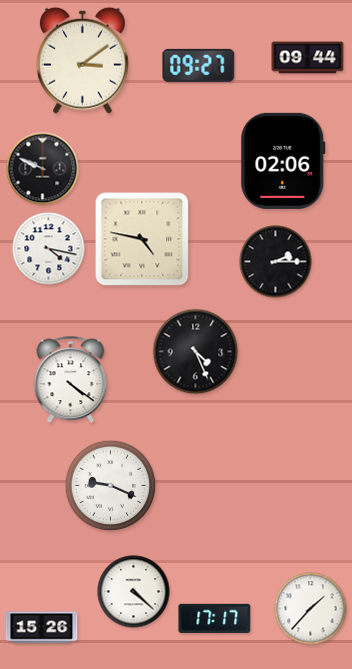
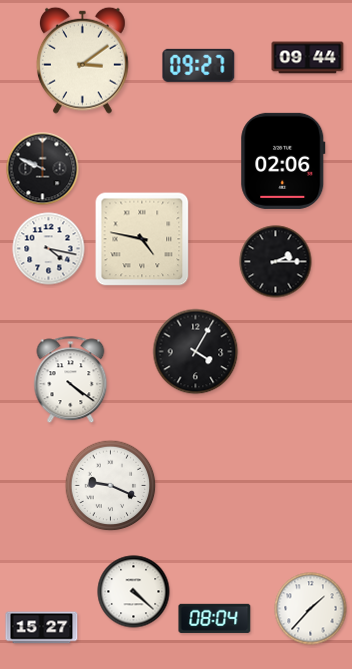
clock at (196, 352): 4:26 -> 4:05
clock at (215, 618): 17:17 -> 08:04
clock at (42, 628): 15:26 -> 15:27
